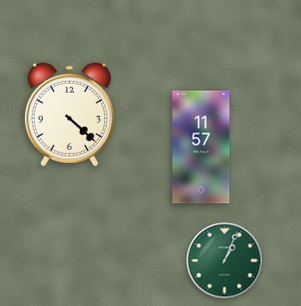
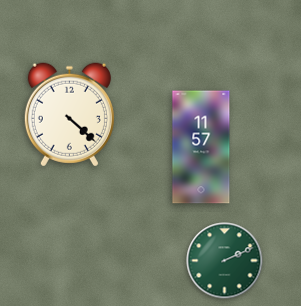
clock at (225, 261): 1:04 -> 2:11
